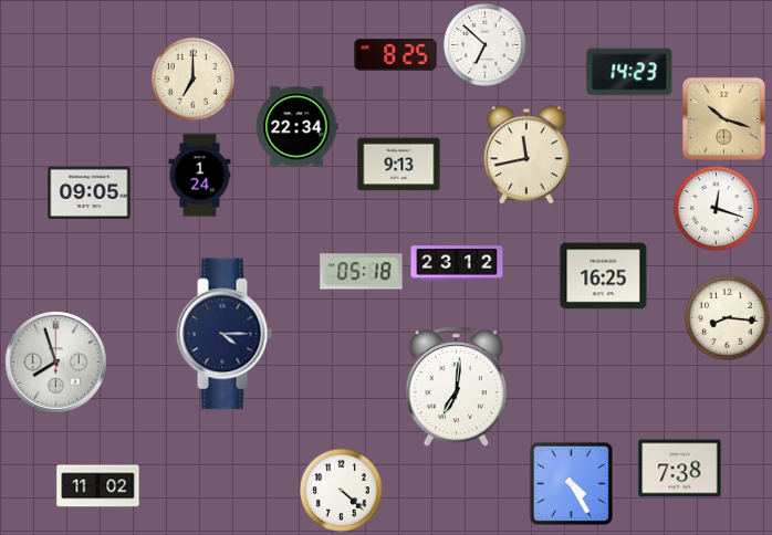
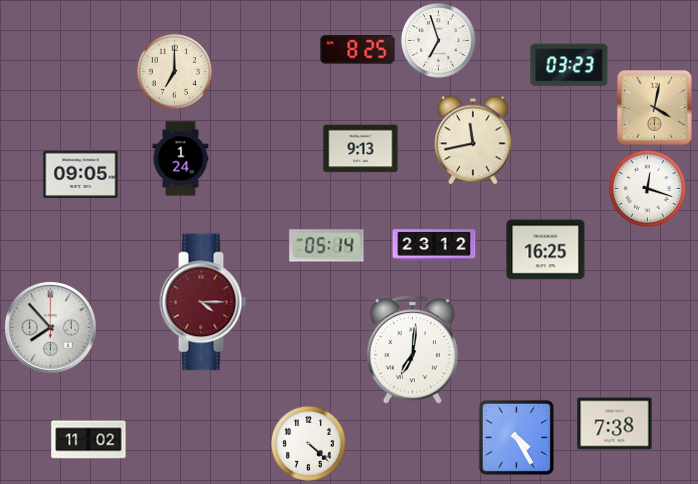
clock at (484, 44): 6:52 -> 6:57
clock at (629, 72): 14:23 -> 03:23
clock at (724, 119): 10:18 -> 4:02
clock at (296, 127): 22:34 -> none
clock at (528, 155) position: (528, 155) -> (474, 140)
clock at (457, 263) position: (457, 263) -> (434, 245)
clock at (362, 272): 05:18 -> 05:14
clock at (727, 317): 8:16 -> none
clock at (225, 334) dial: navy -> burgundy
clock at (56, 363): 7:57 -> 7:53
